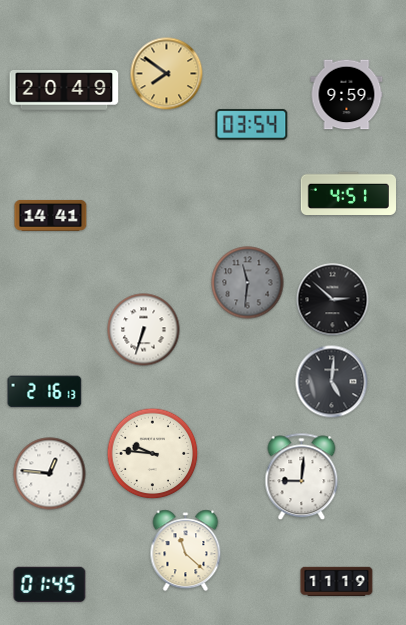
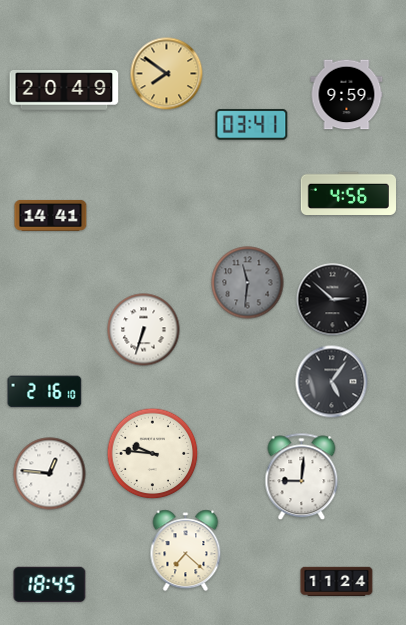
clock at (252, 125): 03:54 -> 03:41
clock at (348, 193): 4:51 -> 4:56
clock at (332, 382): 5:01 -> 5:06
clock at (45, 392): 2:16:13 -> 2:16:10
clock at (186, 551): 11:22 -> 7:22
clock at (337, 581): 11:19 -> 11:24
clock at (50, 585): 01:45 -> 18:45
